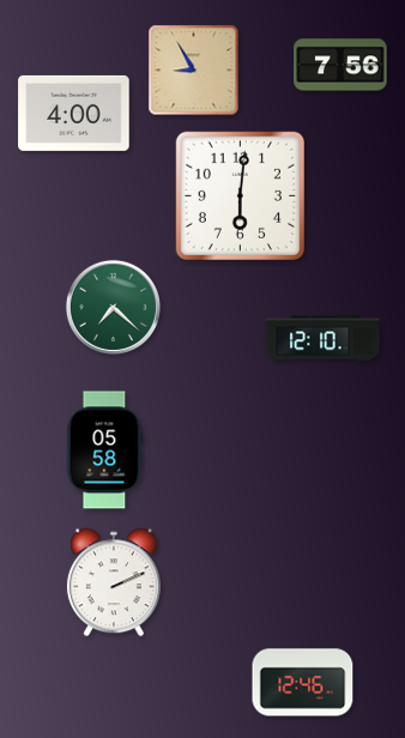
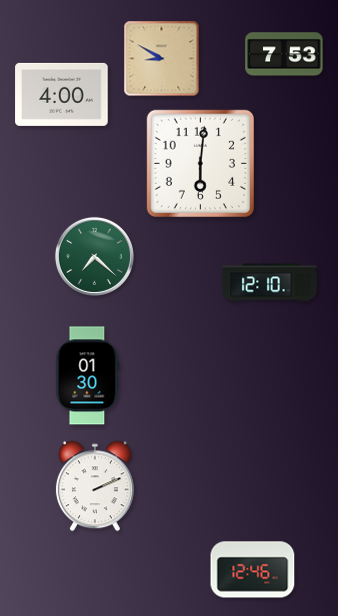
clock at (340, 65): 7:56 -> 7:53
clock at (194, 71): 8:55 -> 8:50
clock at (105, 450): 05:58 -> 01:30
